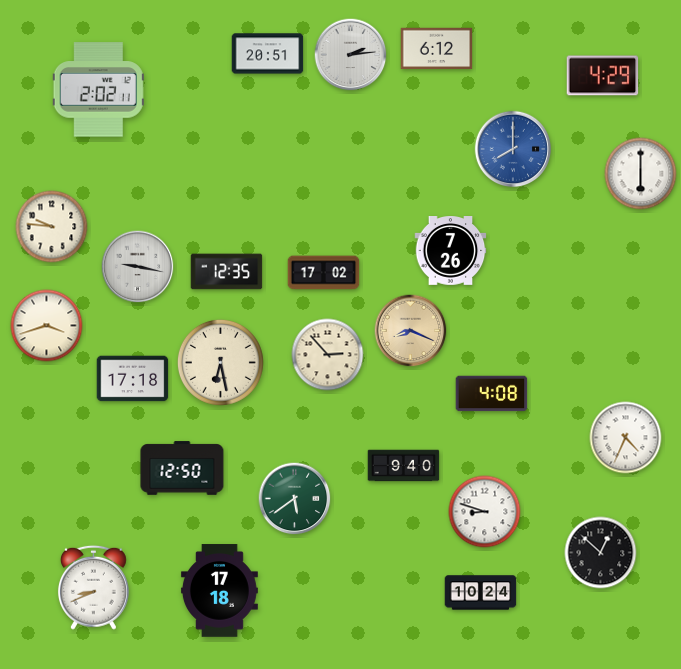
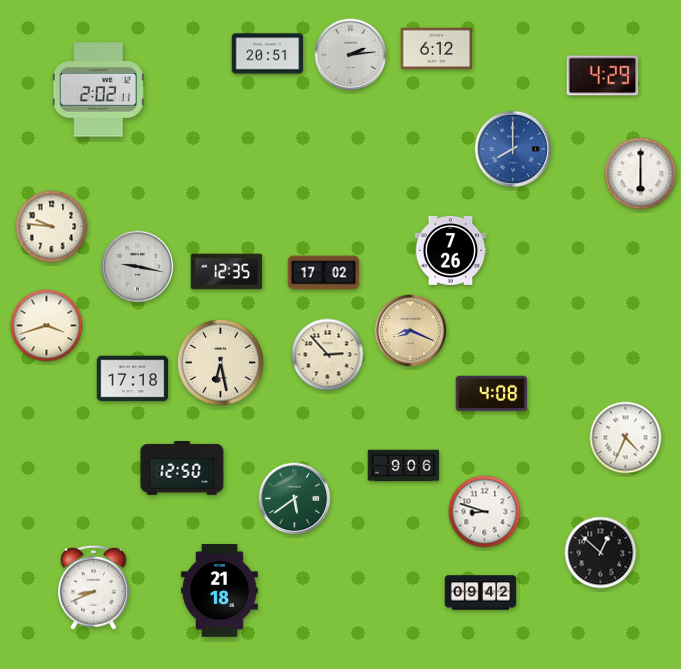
clock at (404, 466): 9:40 -> 9:06
clock at (219, 591): 17:18 -> 21:18
clock at (481, 593): 10:24 -> 09:42
